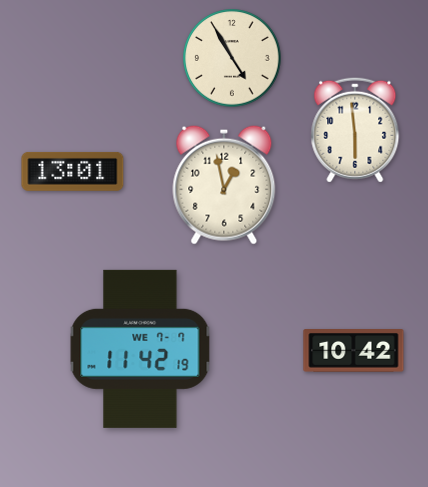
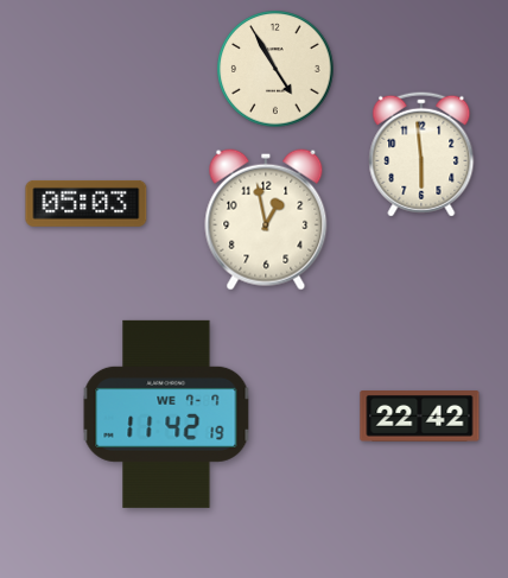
clock at (73, 171): 13:01 -> 05:03
clock at (354, 351): 10:42 -> 22:42
